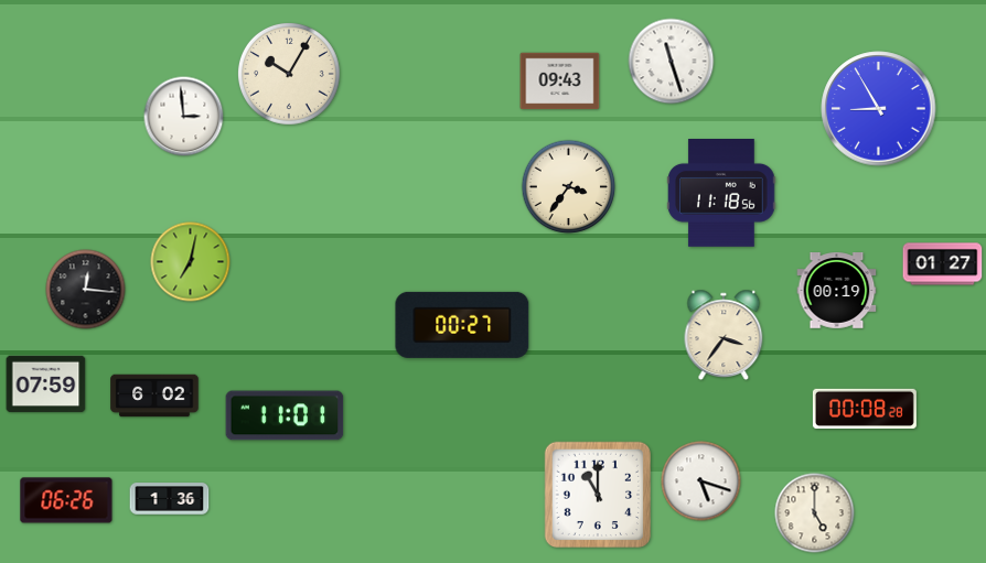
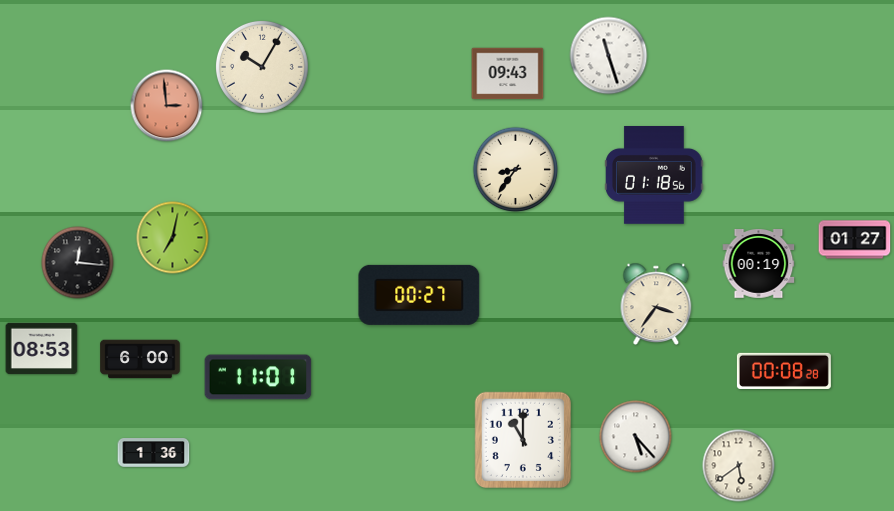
clock at (879, 109): 8:55 -> none
clock at (184, 117) dial: white -> salmon
clock at (569, 187): 3:36 -> 8:36
clock at (721, 194): 11:18 -> 01:18
clock at (46, 385): 07:59 -> 08:53
clock at (154, 396): 6:02 -> 6:00
clock at (701, 481): 5:18 -> 5:23
clock at (597, 494) position: (597, 494) -> (522, 439)
clock at (66, 500): 06:26 -> none
clock at (815, 513): 5:00 -> 5:39
